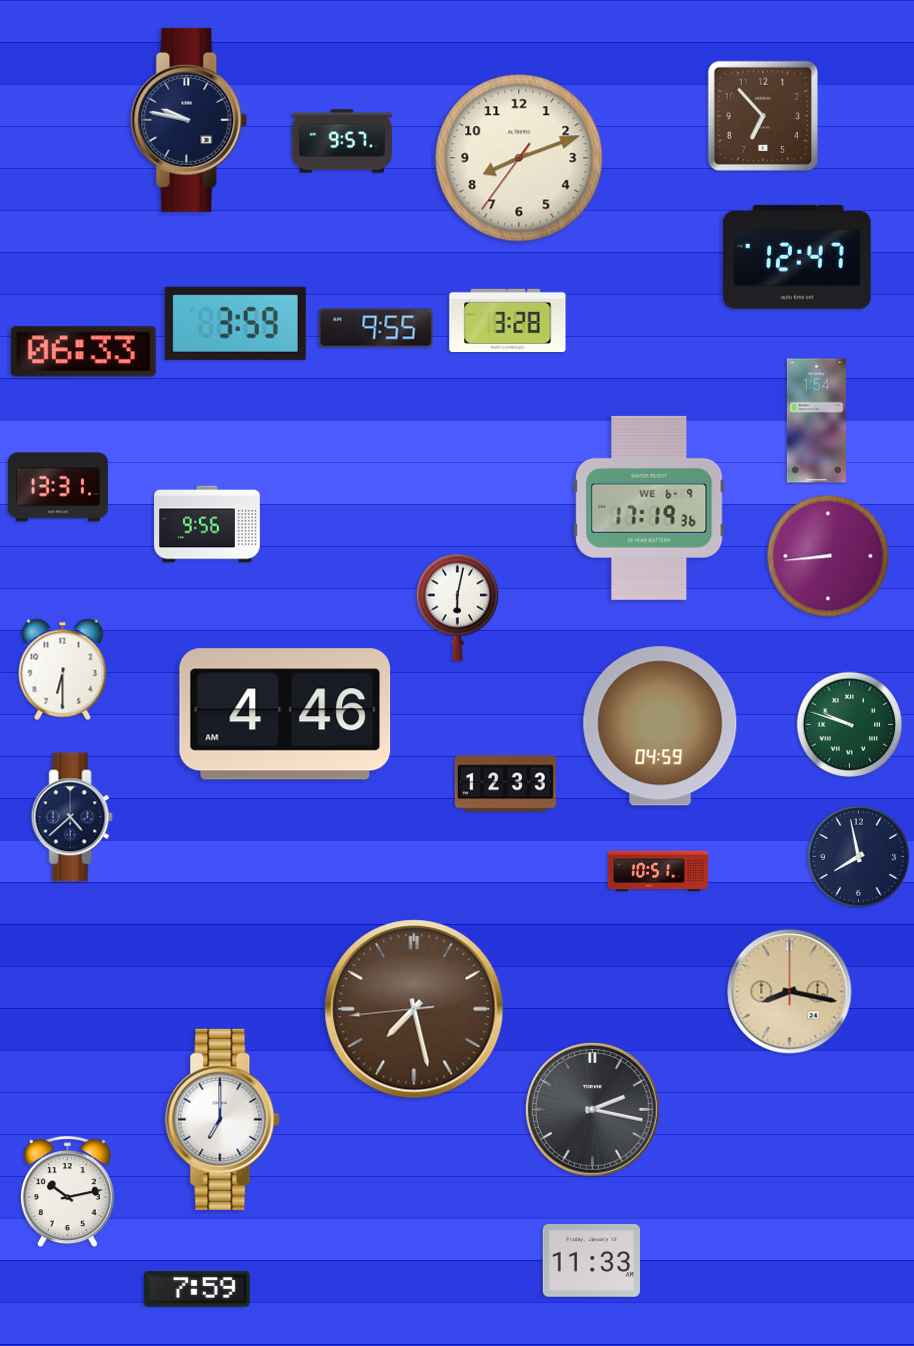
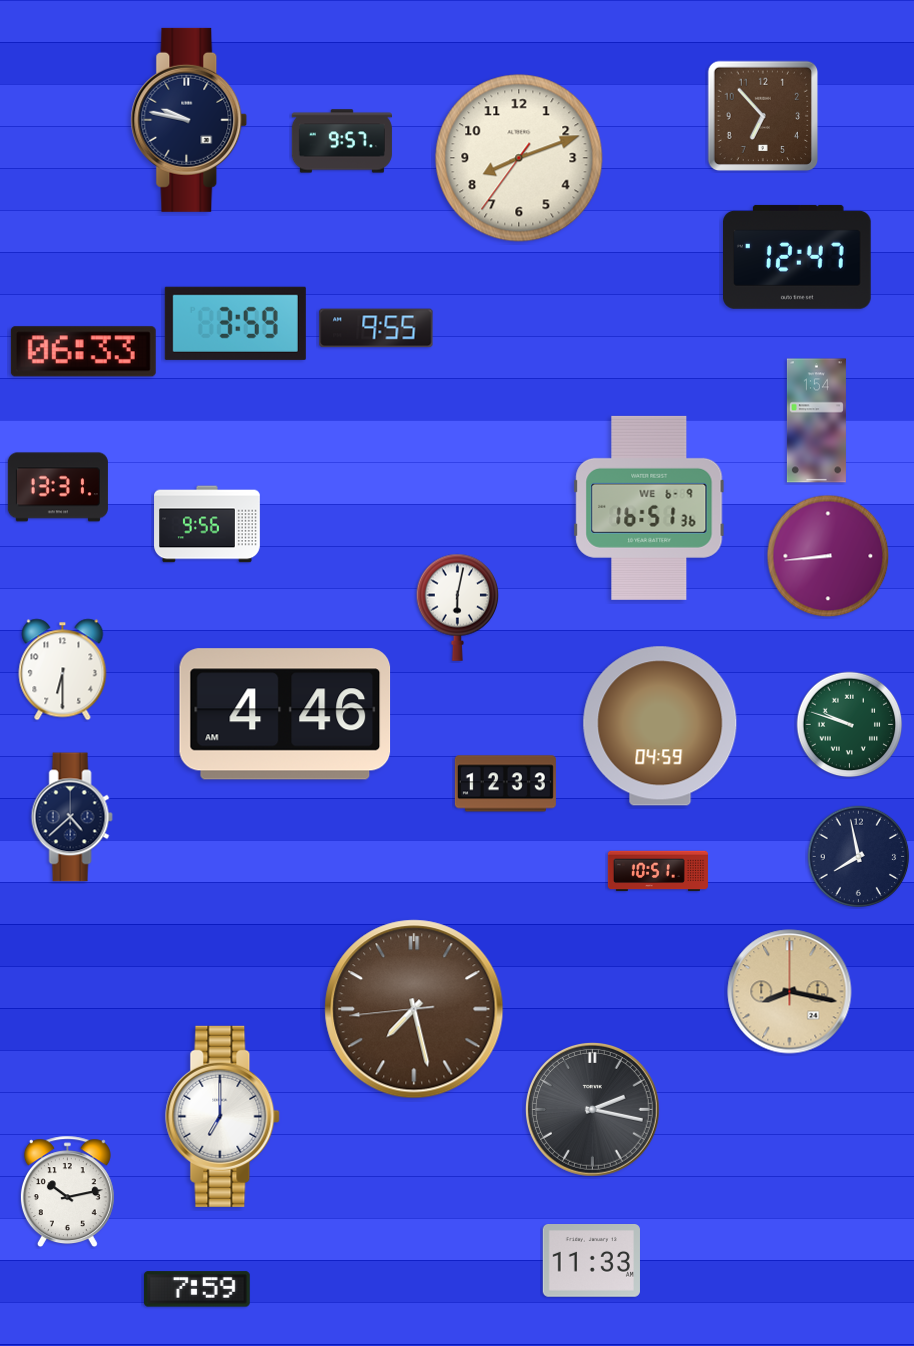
clock at (508, 320): 3:28 -> none
clock at (649, 508): 17:19 -> 16:51
clock at (223, 1119) position: (223, 1119) -> (223, 1116)
